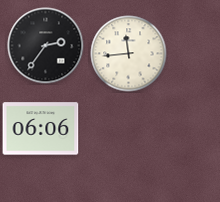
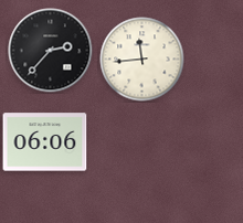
clock at (46, 46): 2:36 -> 2:37
